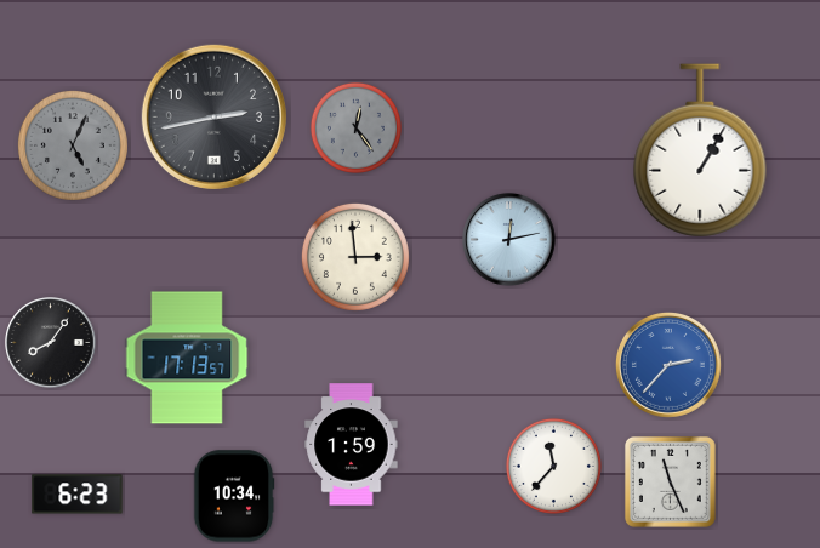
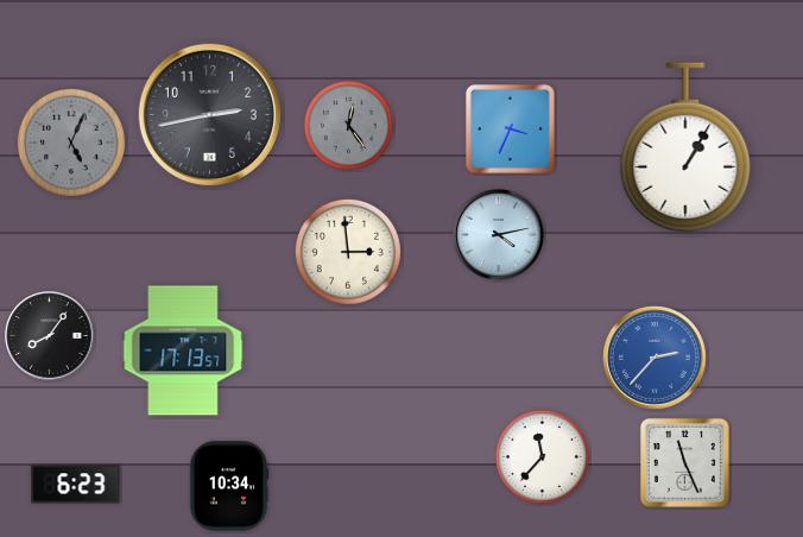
clock at (510, 128): none -> 3:34
clock at (509, 240): 12:13 -> 4:13
clock at (352, 445): 1:59 -> none
clock at (670, 481) position: (670, 481) -> (684, 462)
